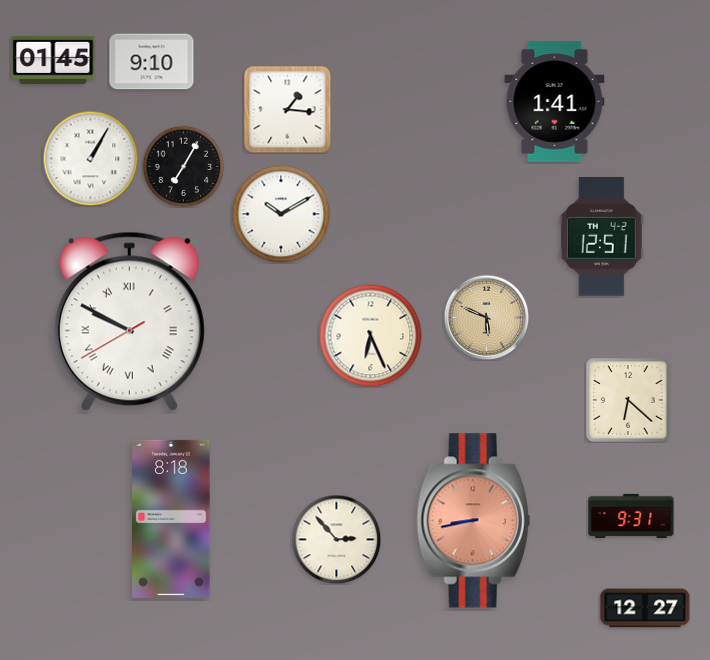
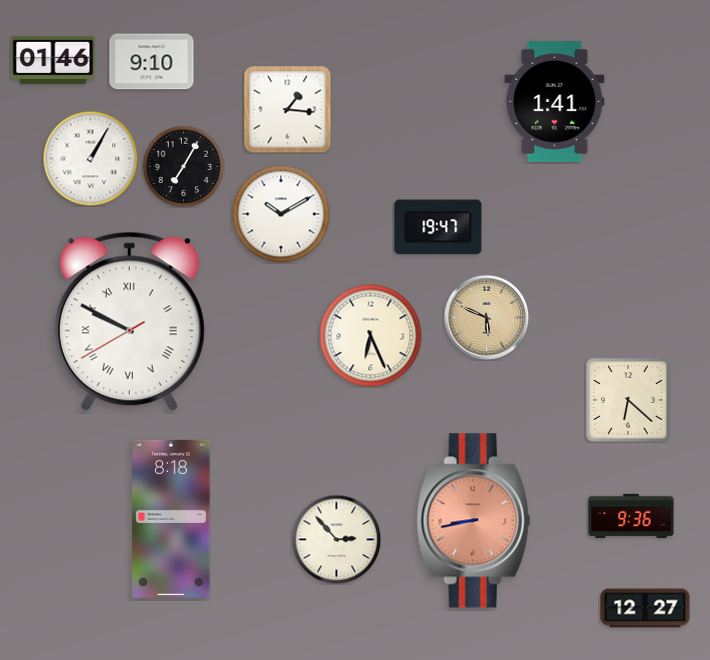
clock at (53, 60): 01:45 -> 01:46
clock at (438, 227): none -> 19:47
clock at (601, 237): 12:51 -> none
clock at (631, 515): 9:31 -> 9:36
